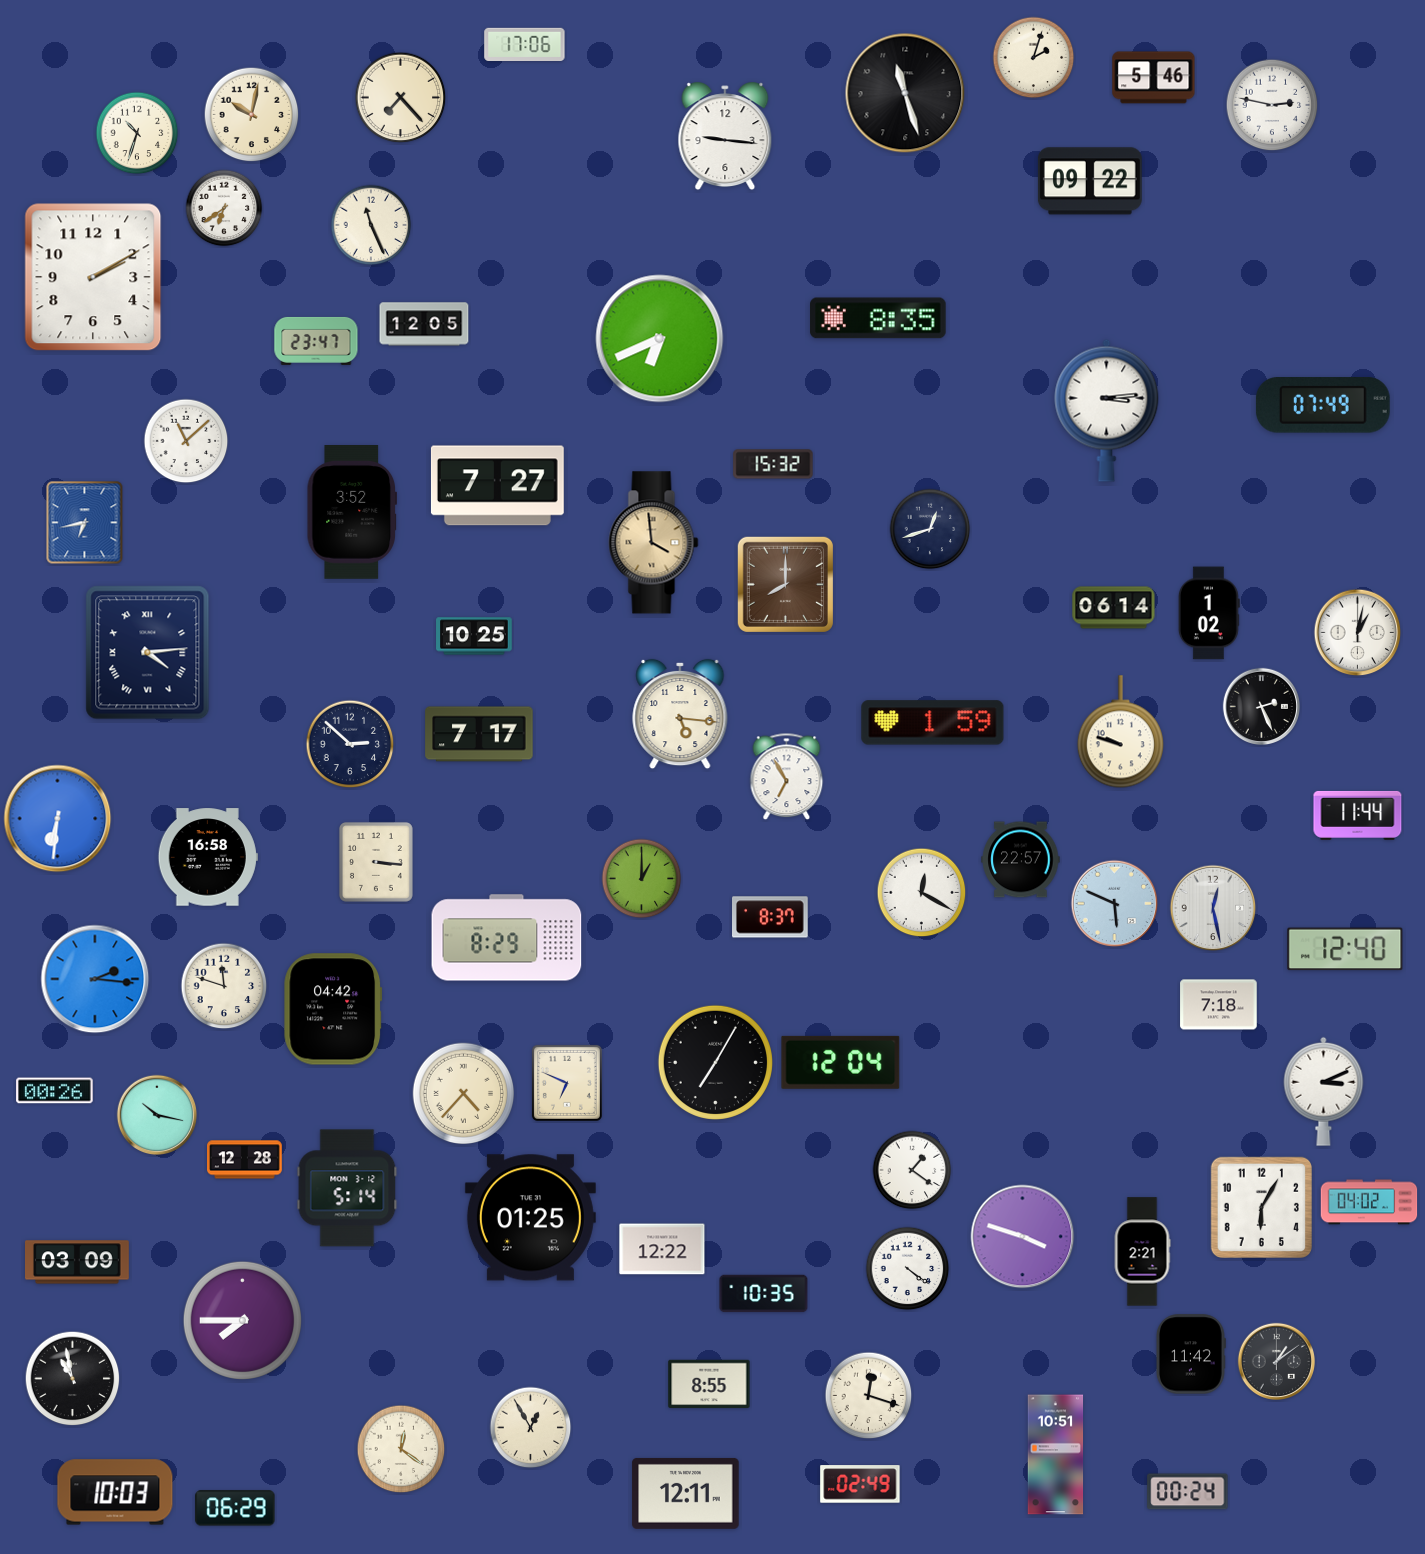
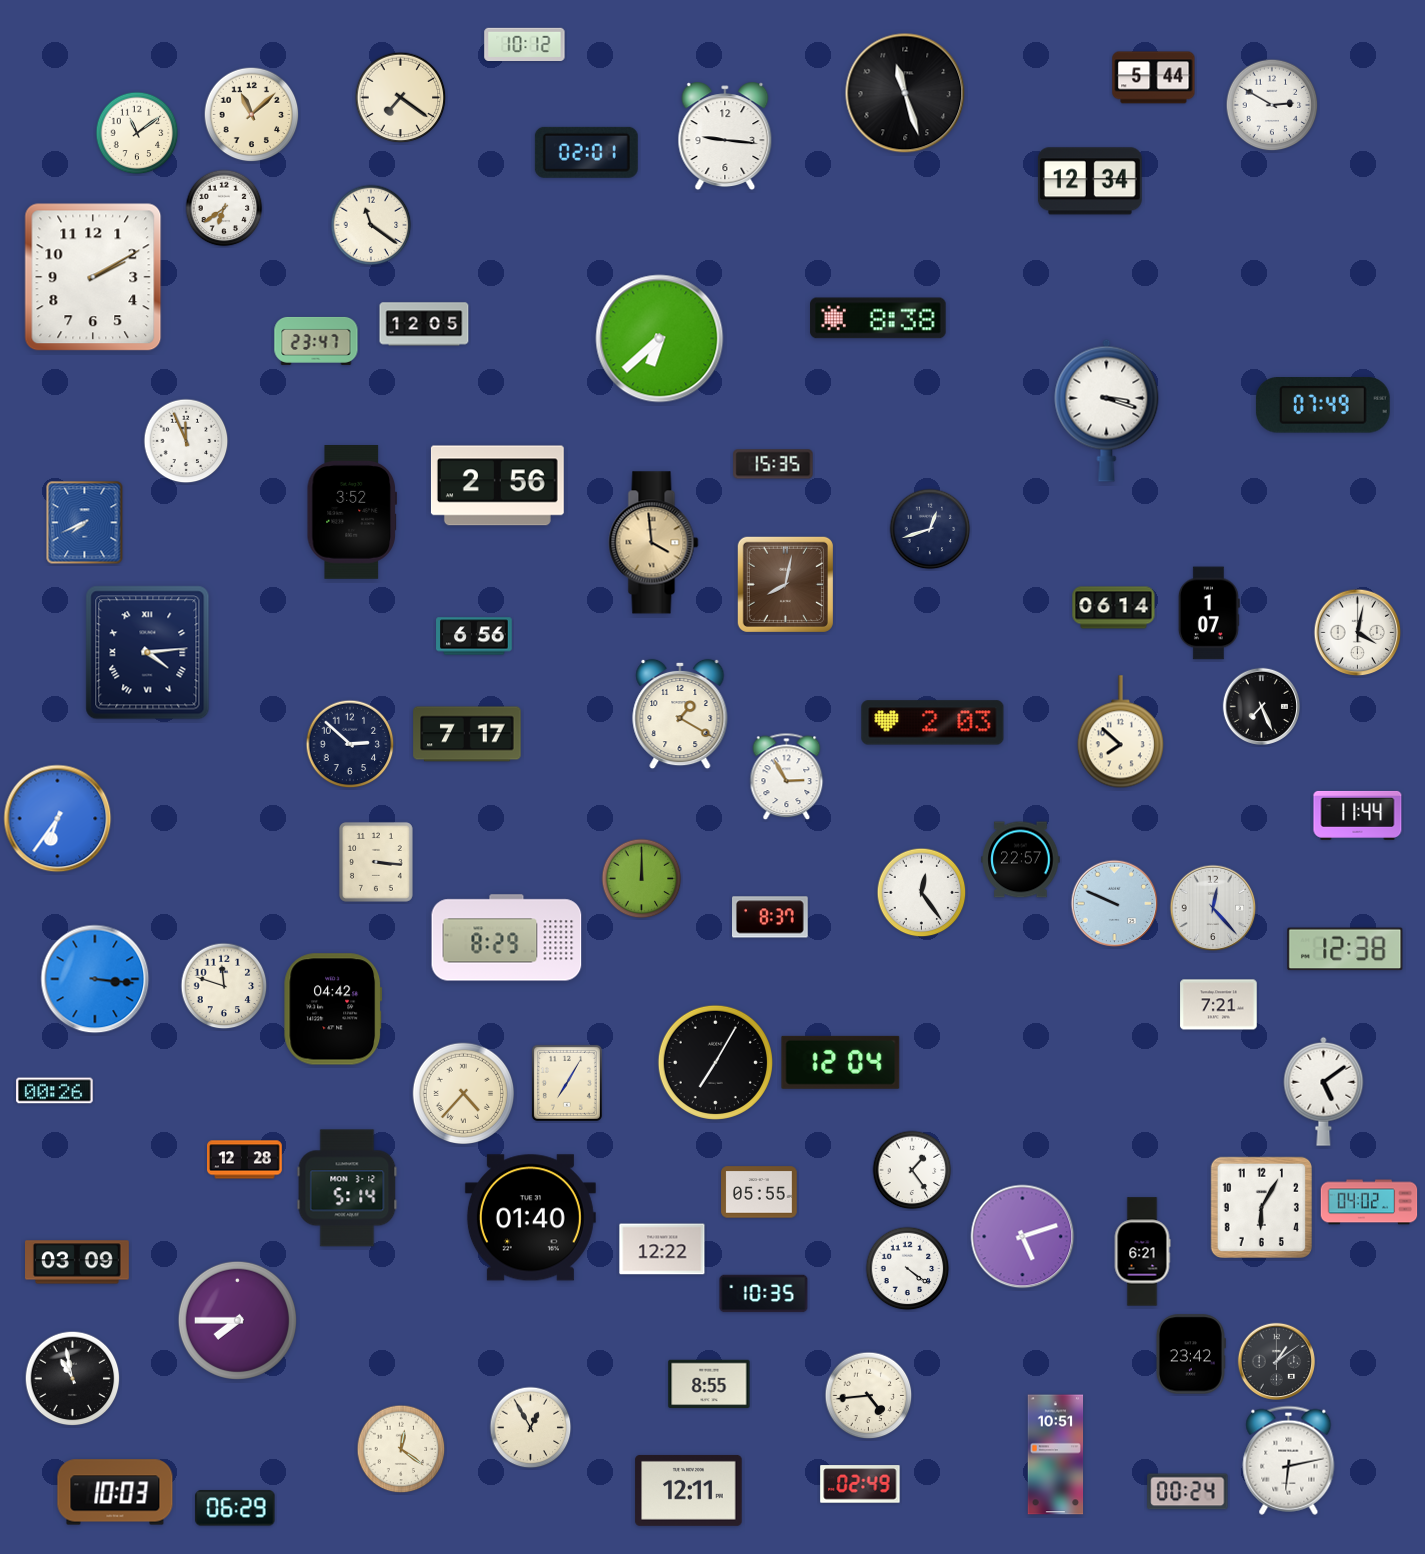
clock at (525, 44): 17:06 -> 10:12
clock at (1034, 58): 2:03 -> none
clock at (1154, 78): 5:46 -> 5:44
clock at (401, 98): 7:23 -> 7:21
clock at (1272, 105): 2:47 -> 2:50
clock at (252, 115): 10:02 -> 11:08
clock at (137, 133): 10:33 -> 11:09
clock at (586, 152): none -> 02:01
clock at (1090, 181): 09:22 -> 12:34
clock at (371, 225): 11:26 -> 11:21
clock at (878, 318): 8:35 -> 8:38
clock at (660, 339): 6:41 -> 6:38
clock at (1107, 410): 3:14 -> 3:18
clock at (186, 441): 11:08 -> 11:56
clock at (773, 464): 15:32 -> 15:35
clock at (497, 486): 7:27 -> 2:56
clock at (85, 523): 6:43 -> 7:41
clock at (785, 584): 8:00 -> 8:02
clock at (1209, 613): 1:02 -> 1:07
clock at (1358, 633): 1:02 -> 4:02
clock at (474, 636): 10:25 -> 6:56
clock at (1261, 706): 2:26 -> 7:26
clock at (680, 714): 5:16 -> 1:20
clock at (933, 723): 1:59 -> 2:03
clock at (1120, 732): 9:48 -> 7:52
clock at (479, 734) position: (479, 734) -> (467, 734)
clock at (787, 777): 6:55 -> 2:55
clock at (58, 819): 6:31 -> 6:36
clock at (208, 857): 16:58 -> none
clock at (642, 879): 1:00 -> 12:00
clock at (922, 893): 12:20 -> 12:24
clock at (1115, 904): 5:49 -> 9:49
clock at (1213, 908): 12:28 -> 12:23
clock at (1345, 949): 12:40 -> 12:38
clock at (95, 979): 2:16 -> 3:16
clock at (1219, 1005): 7:18 -> 7:21
clock at (567, 1083): 6:49 -> 7:05
clock at (1324, 1091): 3:11 -> 5:09
clock at (157, 1115): 10:17 -> none
clock at (912, 1170): 1:21 -> 1:24
clock at (759, 1192): none -> 05:55
clock at (530, 1218): 01:25 -> 01:40
clock at (1023, 1237): 3:48 -> 5:12
clock at (1142, 1252): 2:21 -> 6:21
clock at (242, 1320) position: (242, 1320) -> (237, 1320)
clock at (1190, 1354): 11:42 -> 23:42
clock at (869, 1396): 12:18 -> 4:44
clock at (1289, 1460): none -> 6:13
clock at (686, 1493) position: (686, 1493) -> (689, 1490)
